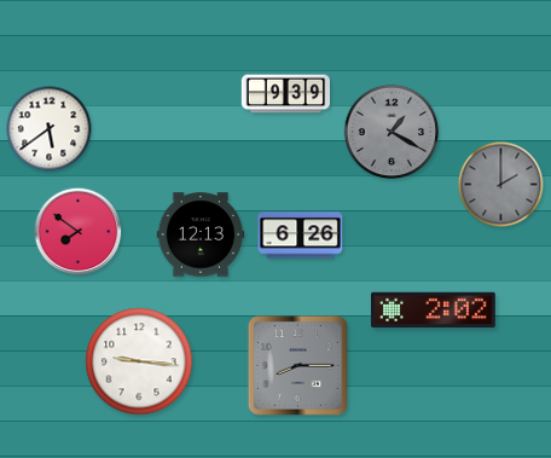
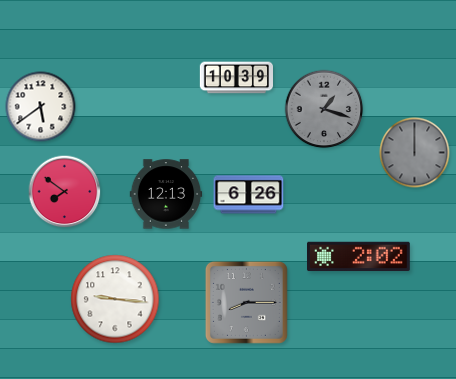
clock at (285, 94): 9:39 -> 10:39
clock at (391, 132): 1:20 -> 1:18
clock at (501, 185): 2:00 -> 12:00
